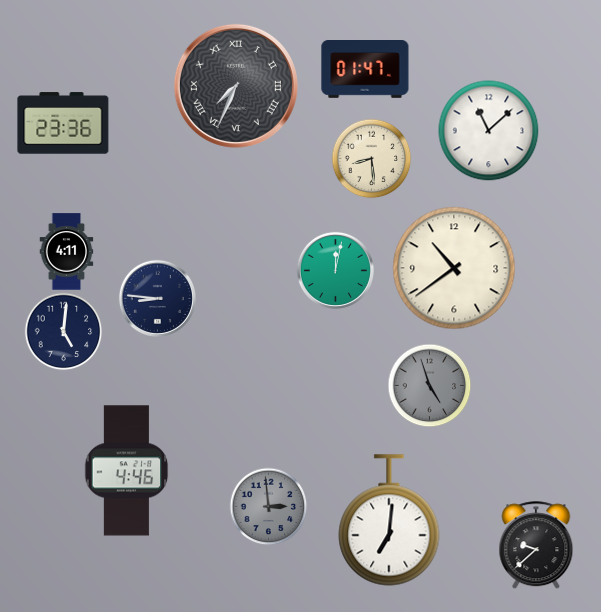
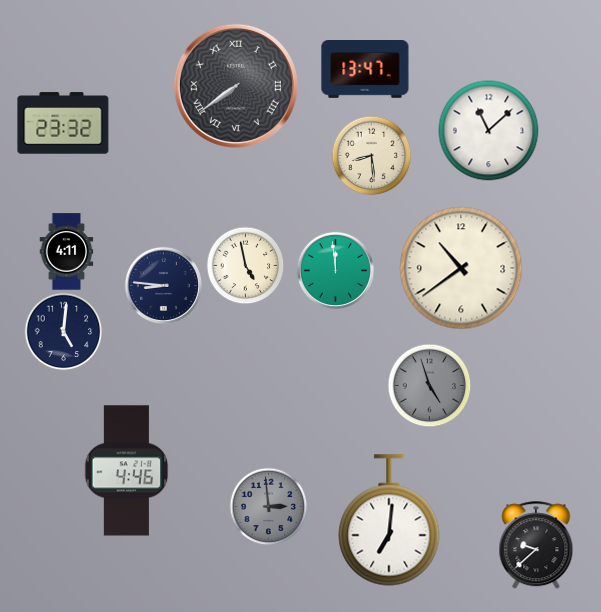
clock at (365, 70): 01:47 -> 13:47
clock at (236, 86): 7:34 -> 7:39
clock at (63, 123): 23:36 -> 23:32
clock at (371, 158) position: (371, 158) -> (371, 155)
clock at (245, 265): none -> 4:58
clock at (454, 268) position: (454, 268) -> (461, 268)
clock at (335, 270): 12:02 -> 11:59
clock at (157, 298) position: (157, 298) -> (163, 285)
